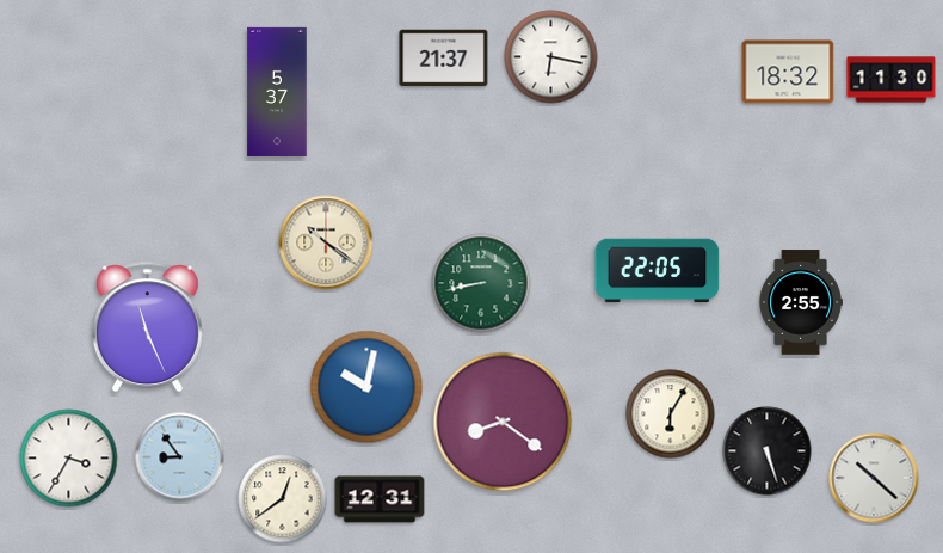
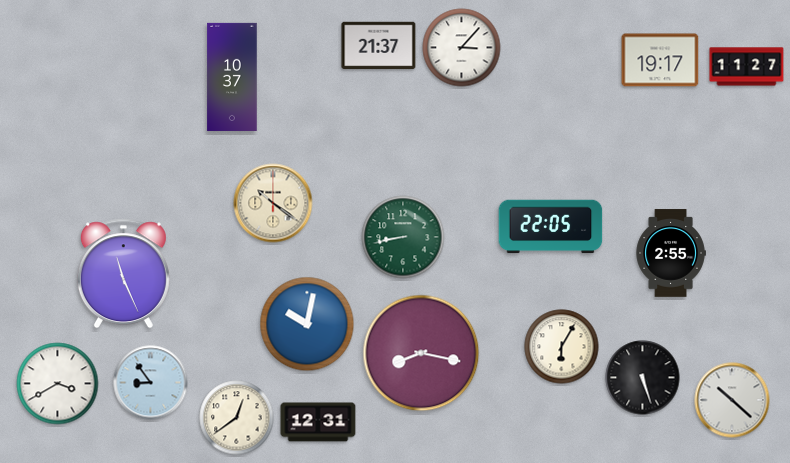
clock at (551, 57): 6:17 -> 3:07
clock at (444, 59) position: (444, 59) -> (379, 46)
clock at (788, 72): 18:32 -> 19:17
clock at (892, 80): 11:30 -> 11:27
clock at (277, 92): 5:37 -> 10:37
clock at (503, 422): 8:21 -> 8:17
clock at (69, 459): 3:35 -> 3:40
clock at (380, 499) position: (380, 499) -> (318, 422)
